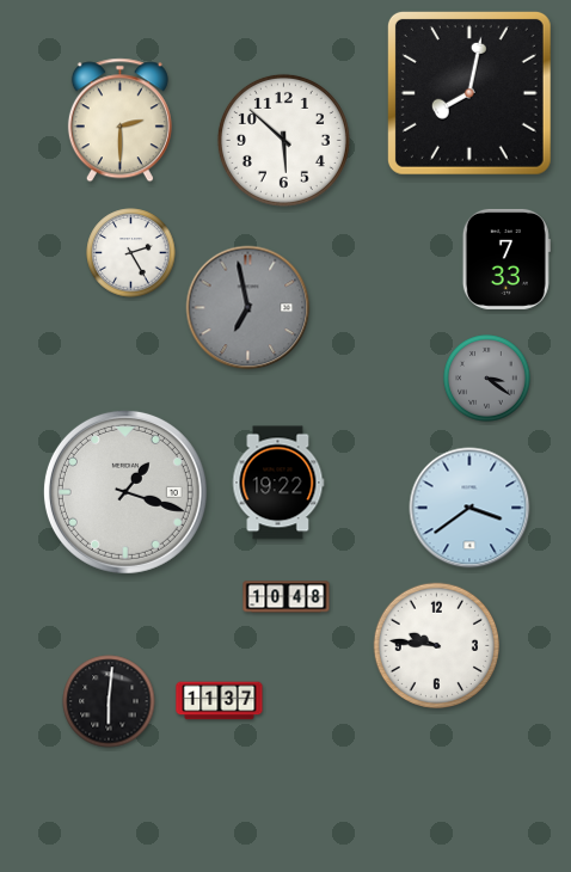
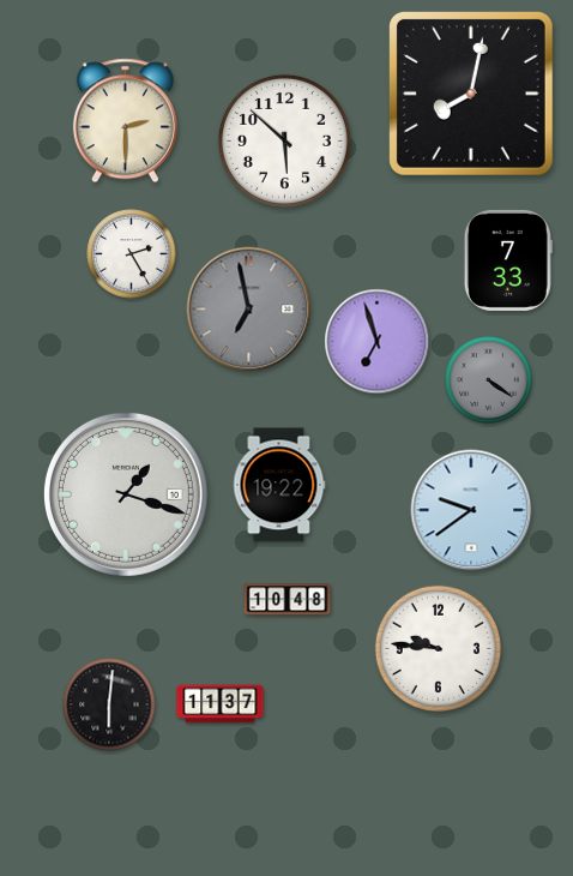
clock at (119, 121) position: (119, 121) -> (125, 121)
clock at (378, 342): none -> 6:57
clock at (487, 379): 3:21 -> 4:21
clock at (469, 508): 3:39 -> 9:39
